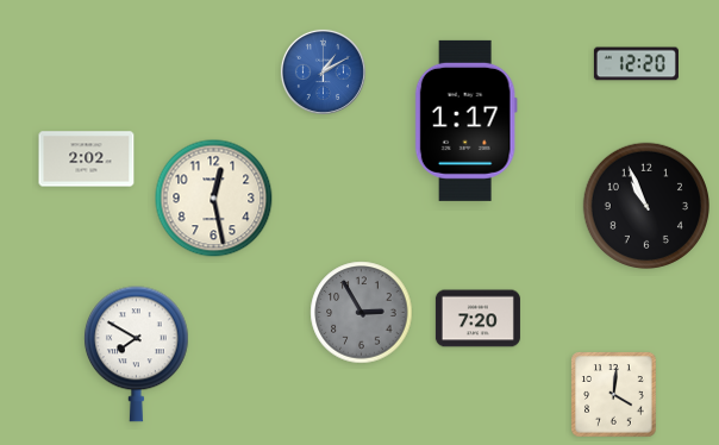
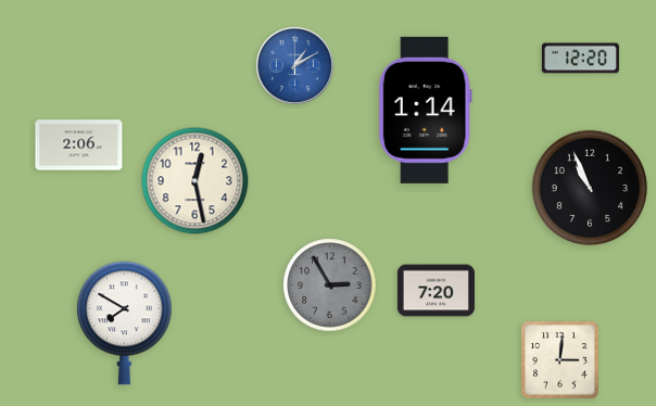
clock at (465, 120): 1:17 -> 1:14
clock at (87, 159): 2:02 -> 2:06
clock at (614, 395): 4:01 -> 3:01
